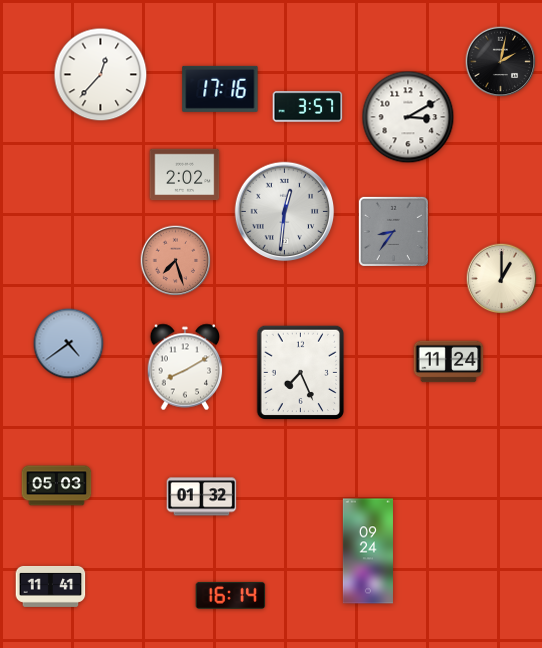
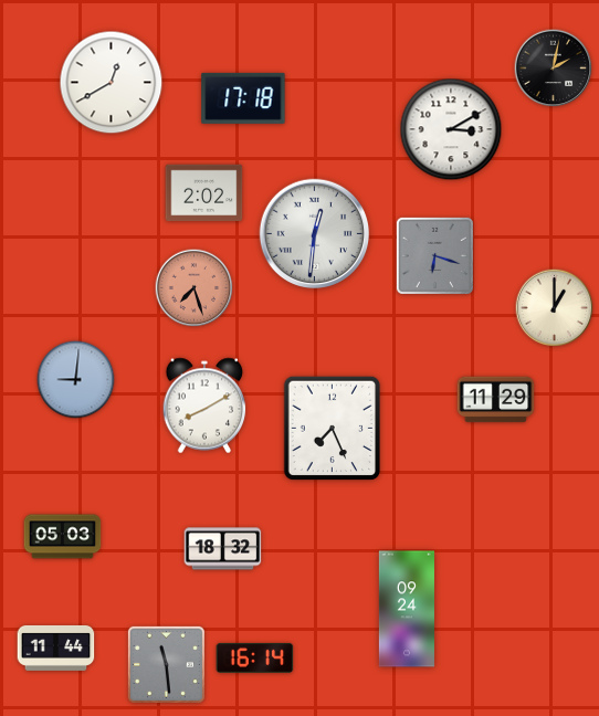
clock at (101, 75): 12:37 -> 12:40
clock at (220, 89): 17:16 -> 17:18
clock at (308, 107): 3:57 -> none
clock at (393, 231): 8:36 -> 6:18
clock at (69, 344): 4:39 -> 9:01
clock at (449, 362): 11:24 -> 11:29
clock at (301, 373) position: (301, 373) -> (333, 429)
clock at (202, 497): 01:32 -> 18:32
clock at (51, 586): 11:41 -> 11:44
clock at (166, 664): none -> 11:29
